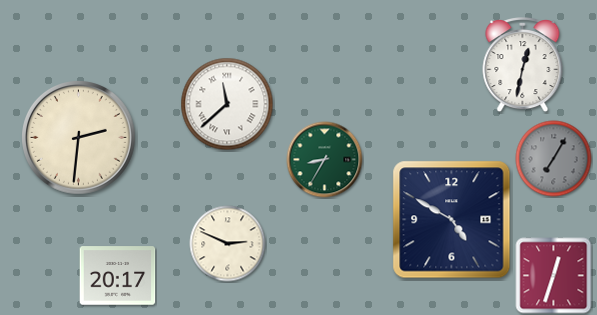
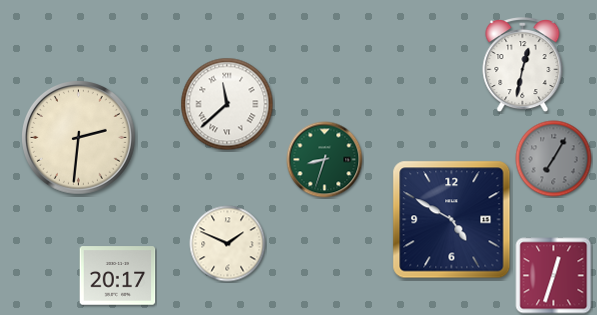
clock at (325, 160): 8:35 -> 8:33
clock at (228, 244): 2:49 -> 1:49
